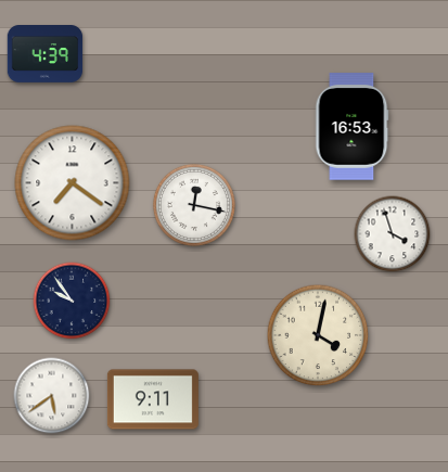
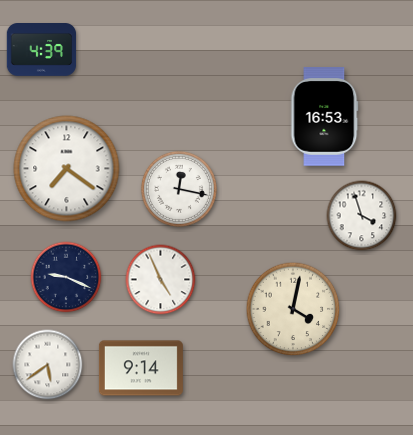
clock at (72, 301): 9:54 -> 9:19
clock at (161, 280): none -> 4:56
clock at (153, 399): 9:11 -> 9:14
